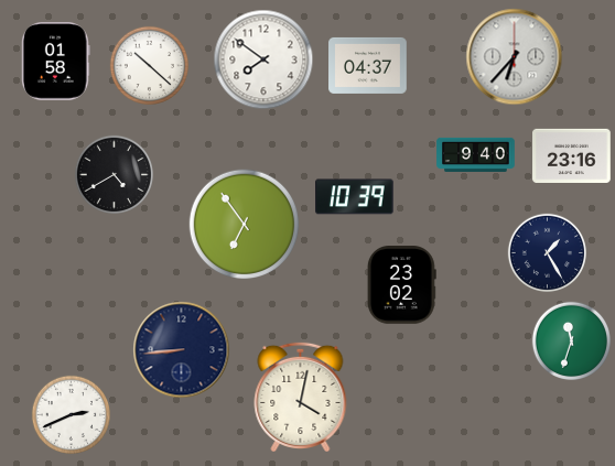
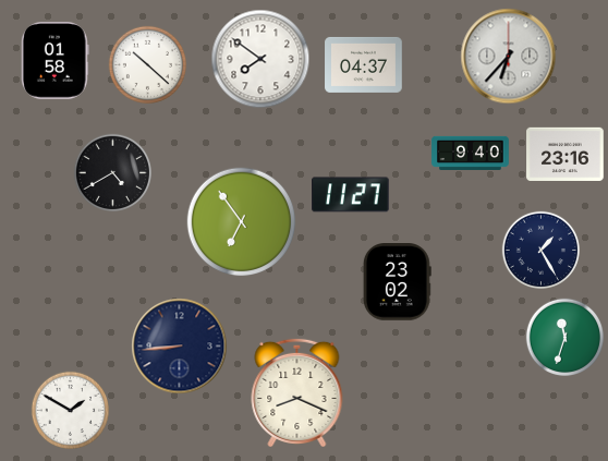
clock at (355, 197): 10:39 -> 11:27
clock at (301, 395): 4:02 -> 8:19
clock at (71, 414): 2:41 -> 1:50
